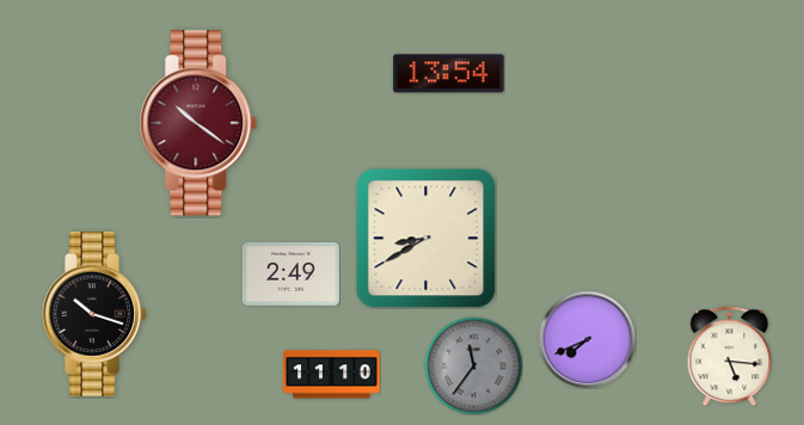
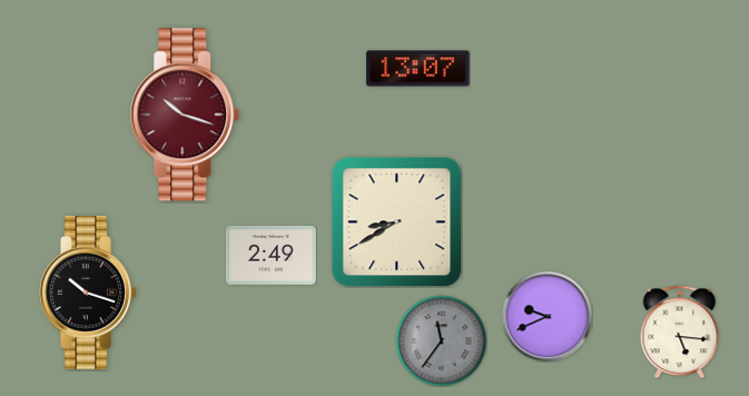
clock at (449, 74): 13:54 -> 13:07
clock at (198, 123): 10:21 -> 10:18
clock at (587, 339): 7:41 -> 9:41
clock at (331, 375): 11:10 -> none
